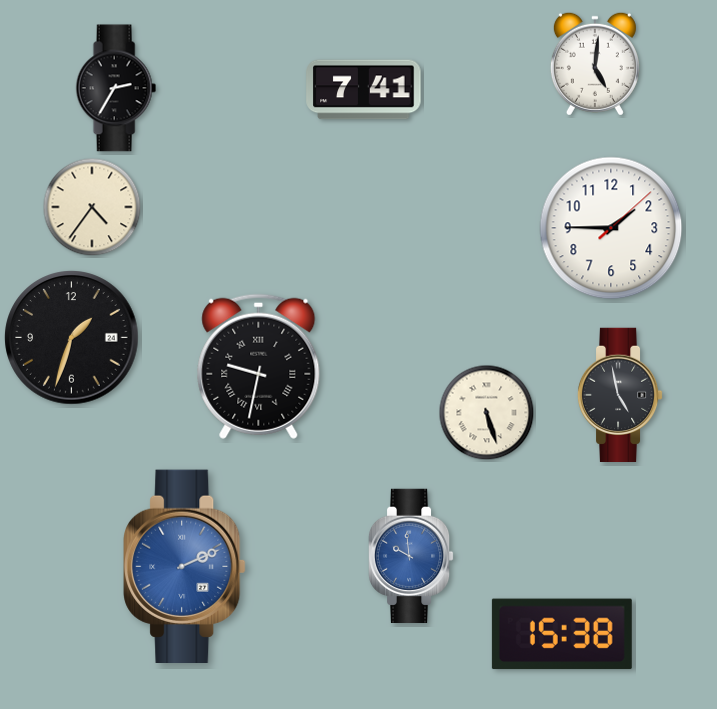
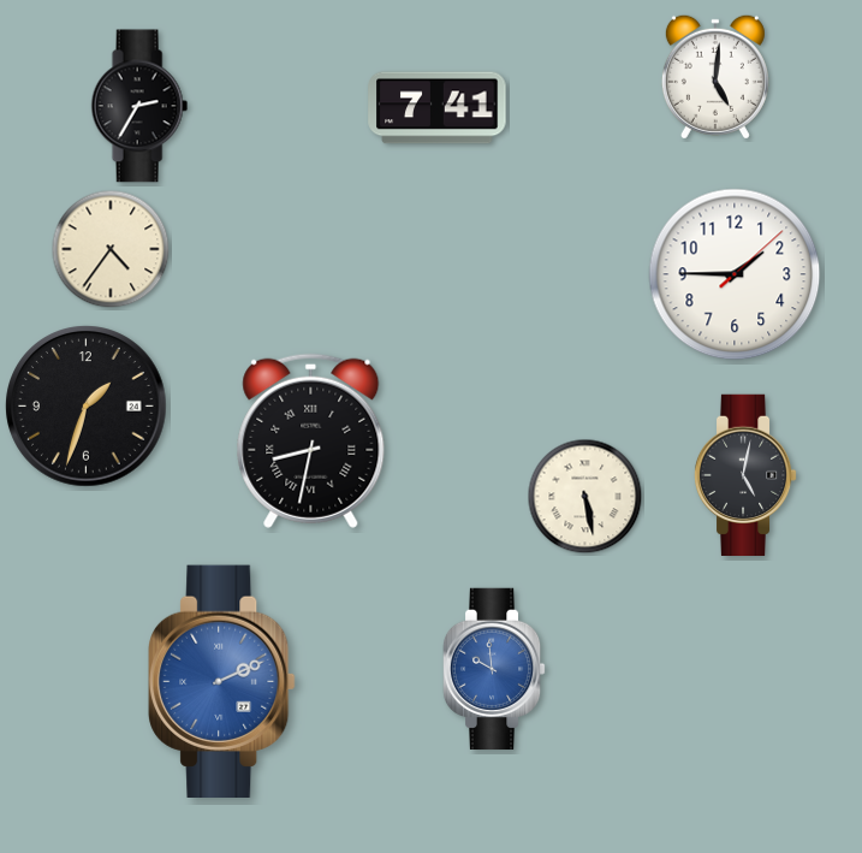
clock at (259, 366): 9:32 -> 8:32
clock at (620, 394): 4:58 -> 5:02
clock at (487, 413): 5:27 -> 5:28
clock at (562, 634): 15:38 -> none
